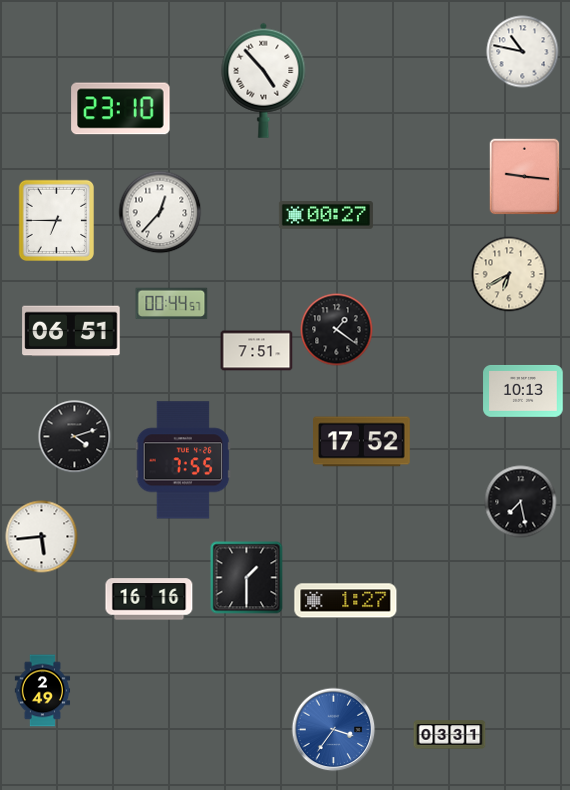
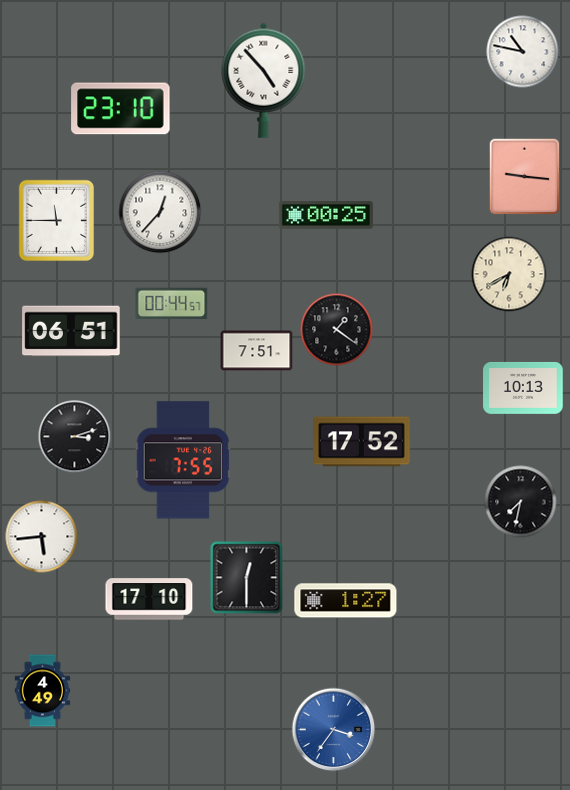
clock at (326, 215): 00:27 -> 00:25
clock at (56, 220): 6:45 -> 11:45
clock at (523, 391) position: (523, 391) -> (523, 388)
clock at (75, 437): 4:12 -> 3:12
clock at (521, 502): 7:28 -> 7:32
clock at (247, 578): 1:30 -> 12:30
clock at (149, 599): 16:16 -> 17:10
clock at (43, 691): 2:49 -> 4:49
clock at (450, 735): 03:31 -> none
